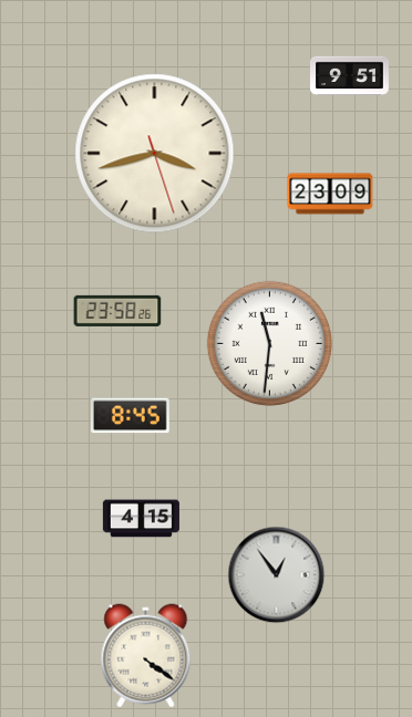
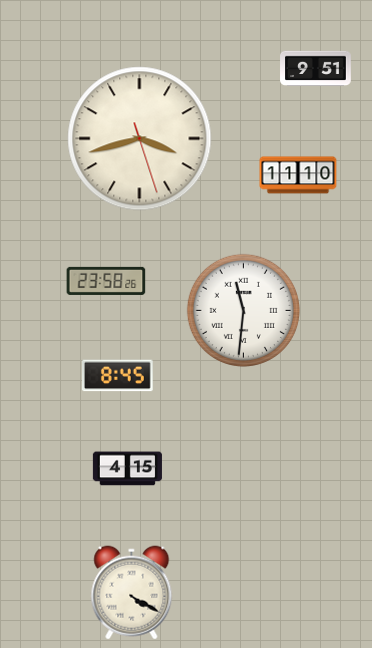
clock at (330, 194): 23:09 -> 11:10
clock at (277, 575): 12:54 -> none
clock at (146, 656): 4:21 -> 4:20
